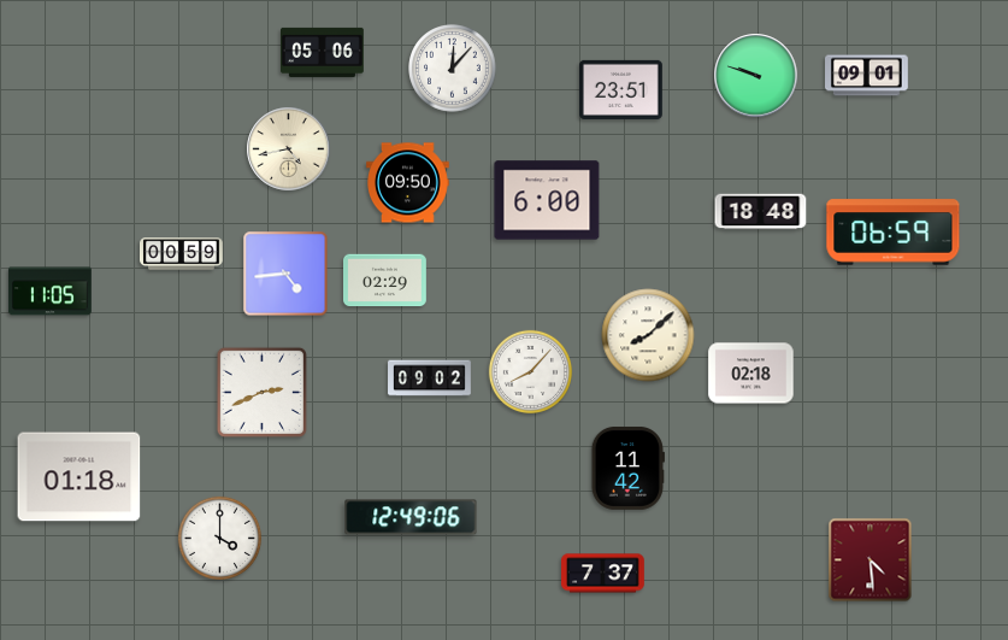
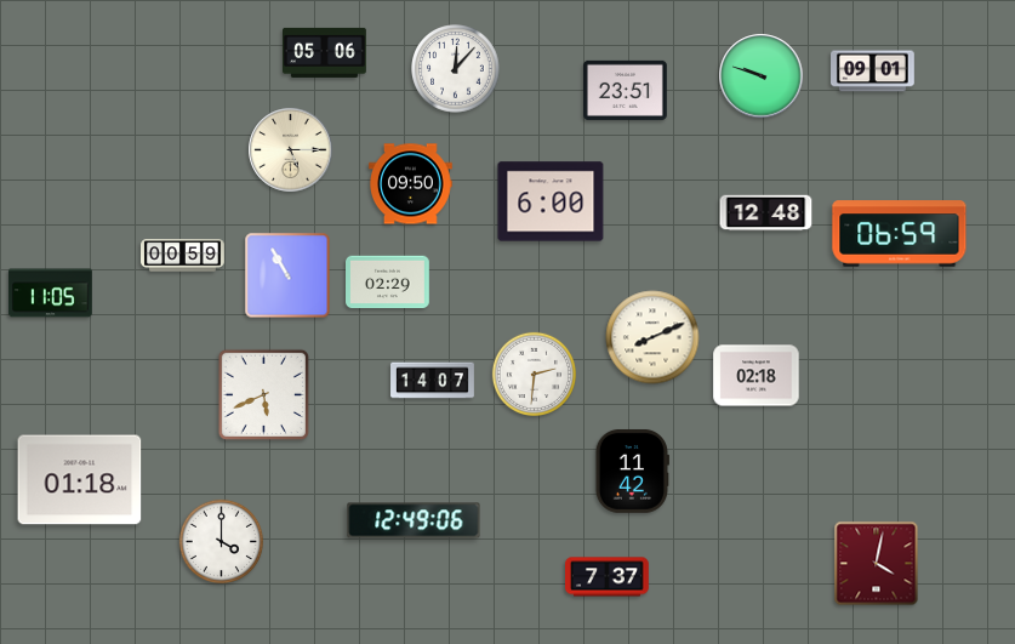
clock at (867, 76) position: (867, 76) -> (873, 72)
clock at (289, 149): 4:43 -> 5:15
clock at (761, 212): 18:48 -> 12:48
clock at (285, 274): 4:44 -> 10:55
clock at (648, 335): 8:08 -> 8:11
clock at (530, 371): 8:07 -> 2:31
clock at (430, 378): 09:02 -> 14:07
clock at (261, 392): 2:41 -> 5:41
clock at (871, 560): 4:29 -> 4:02
